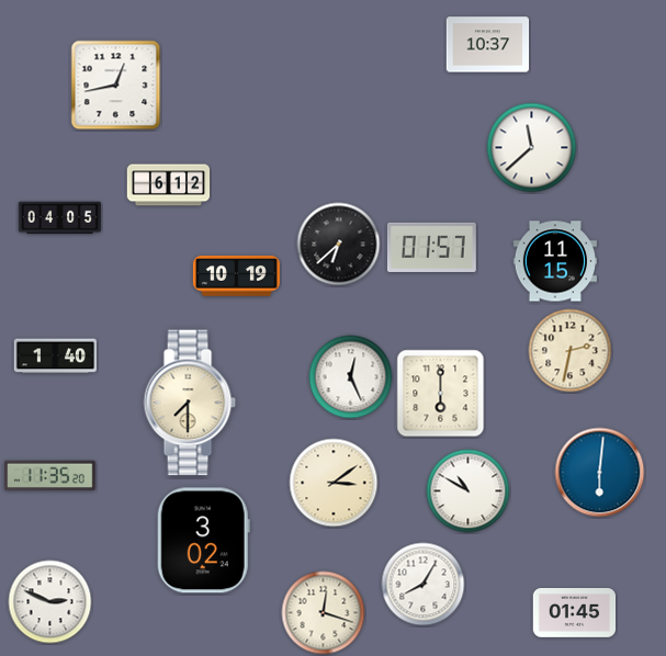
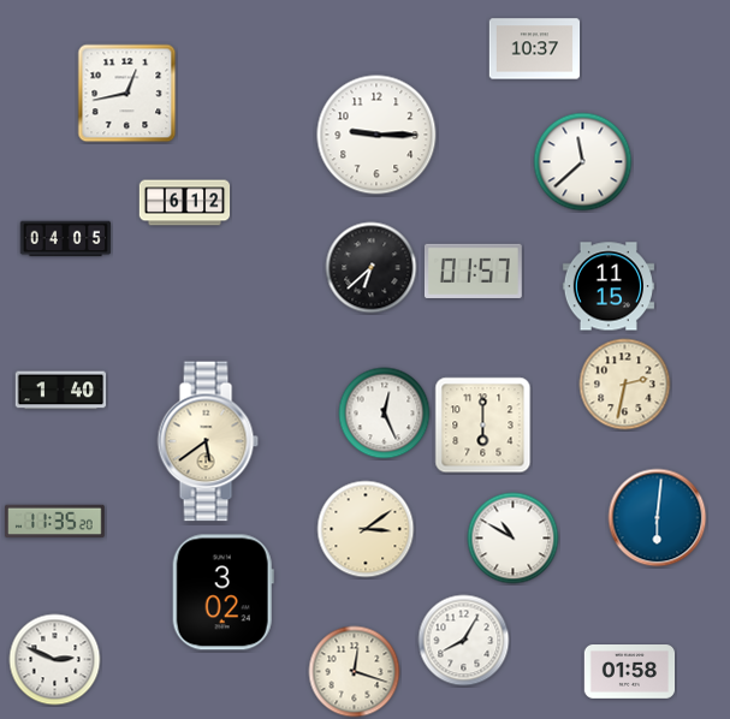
clock at (376, 135): none -> 9:15
clock at (236, 276): 10:19 -> none
clock at (441, 394) position: (441, 394) -> (483, 426)
clock at (190, 403): 7:30 -> 5:39
clock at (575, 613): 01:45 -> 01:58
